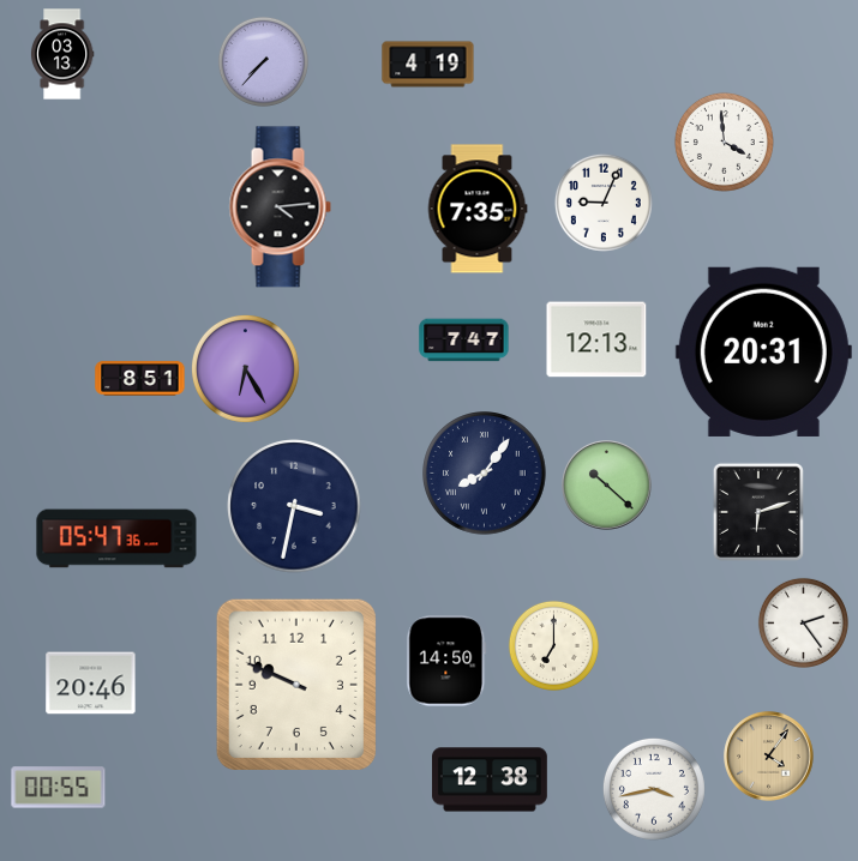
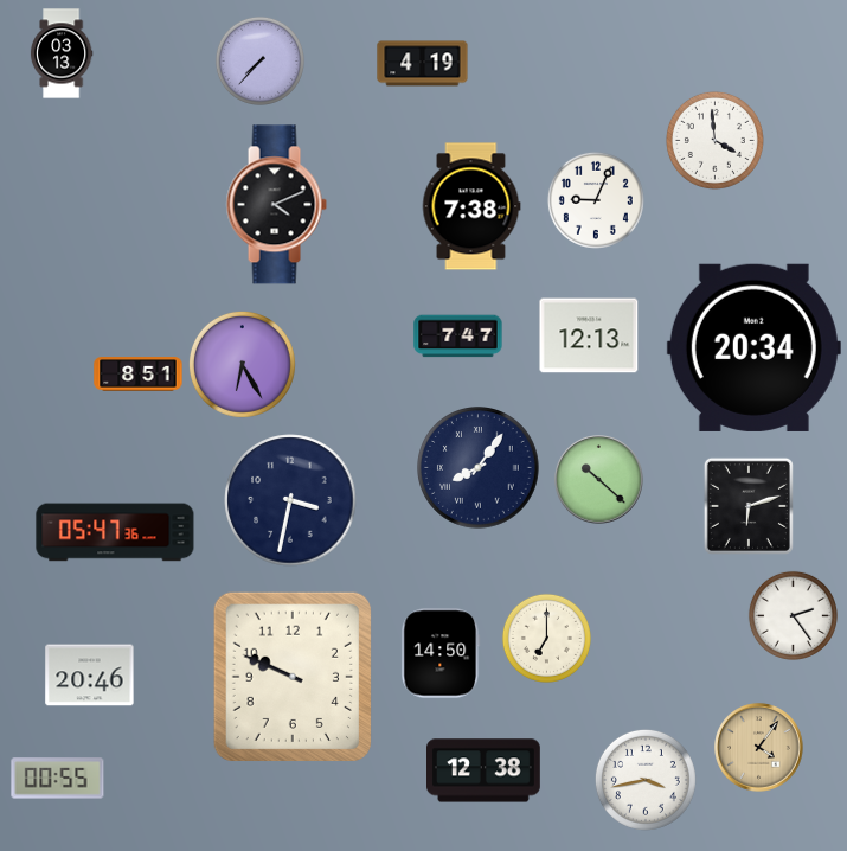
clock at (280, 207): 4:14 -> 4:11
clock at (478, 209): 7:35 -> 7:38
clock at (763, 351): 20:31 -> 20:34
